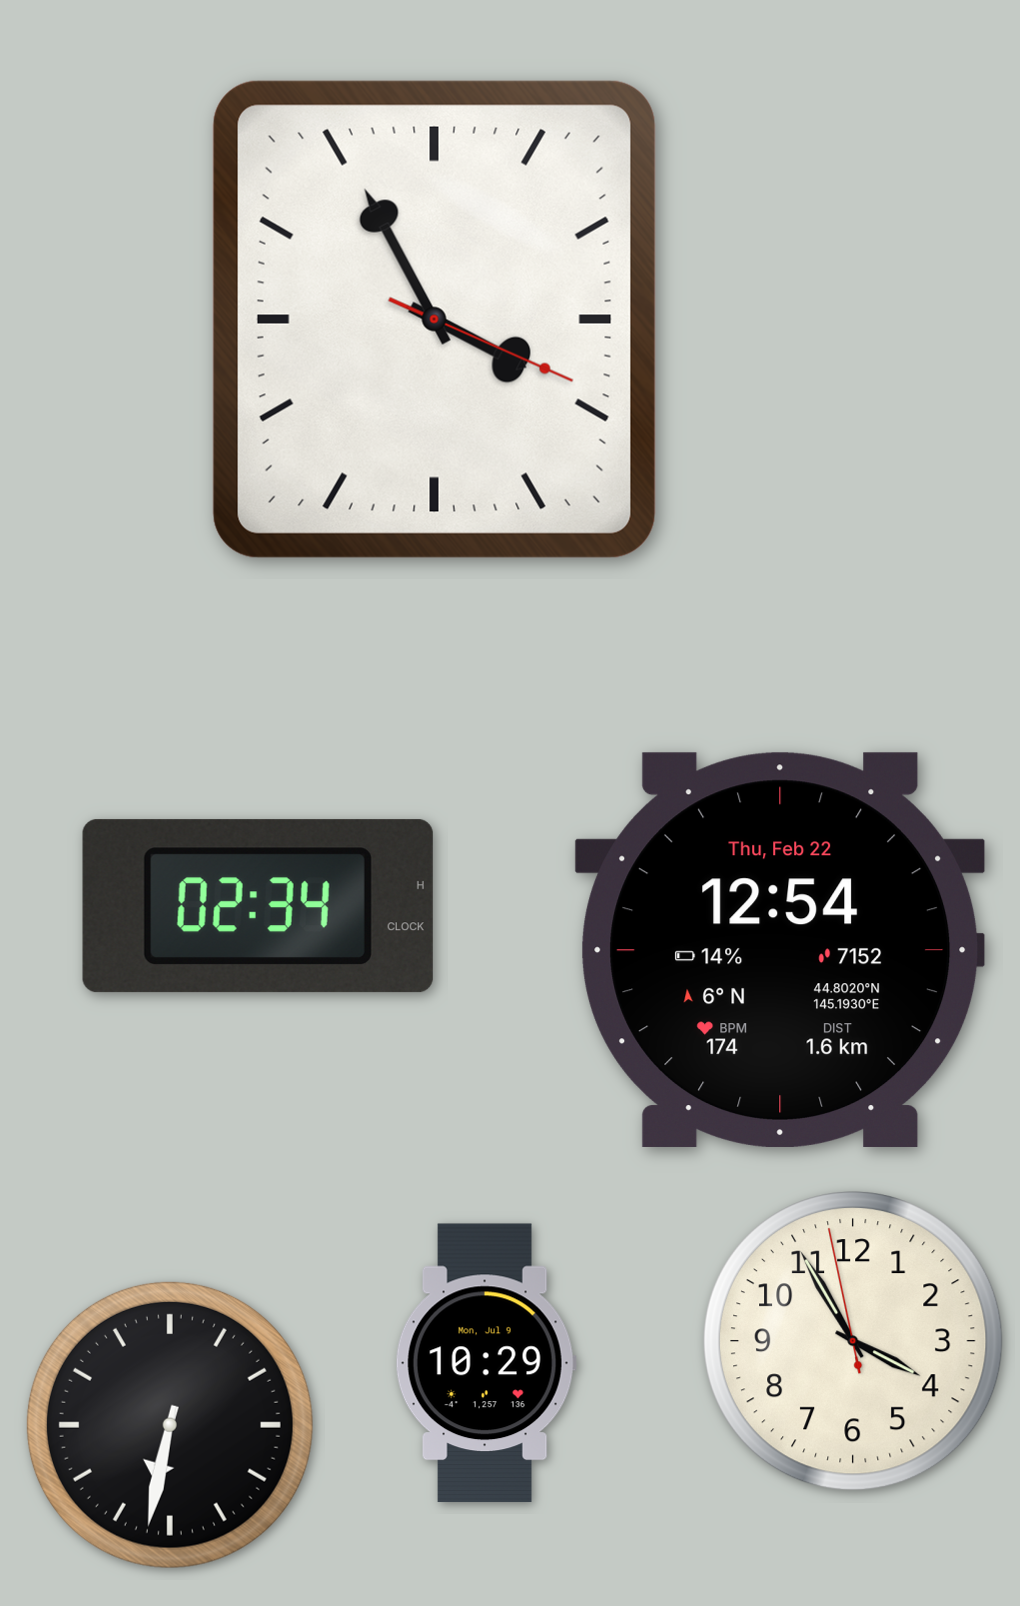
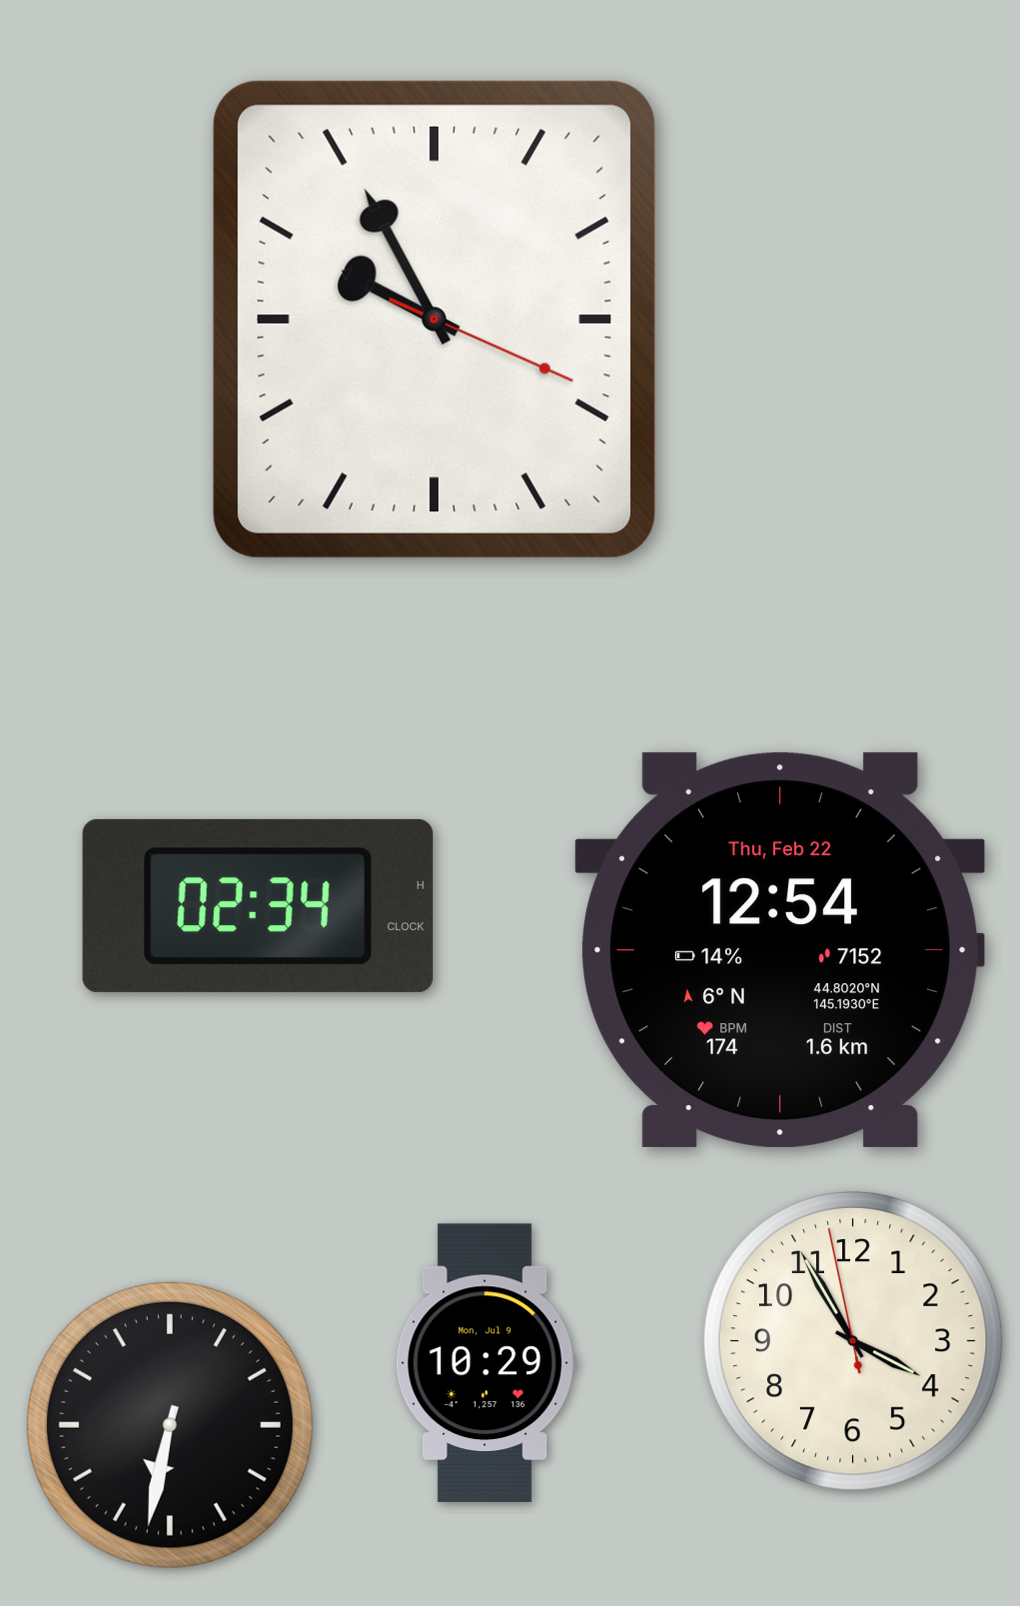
clock at (434, 319): 3:55 -> 9:55
